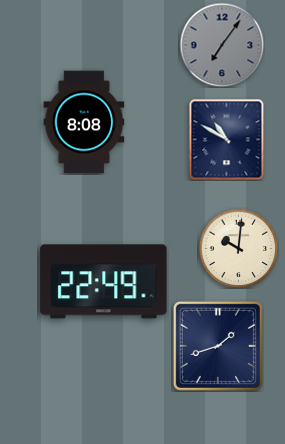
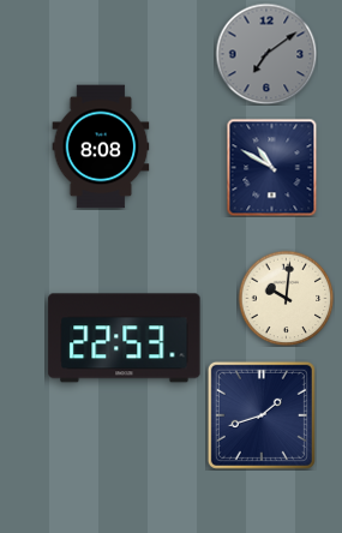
clock at (222, 45): 7:06 -> 7:09
clock at (104, 282): 22:49 -> 22:53
